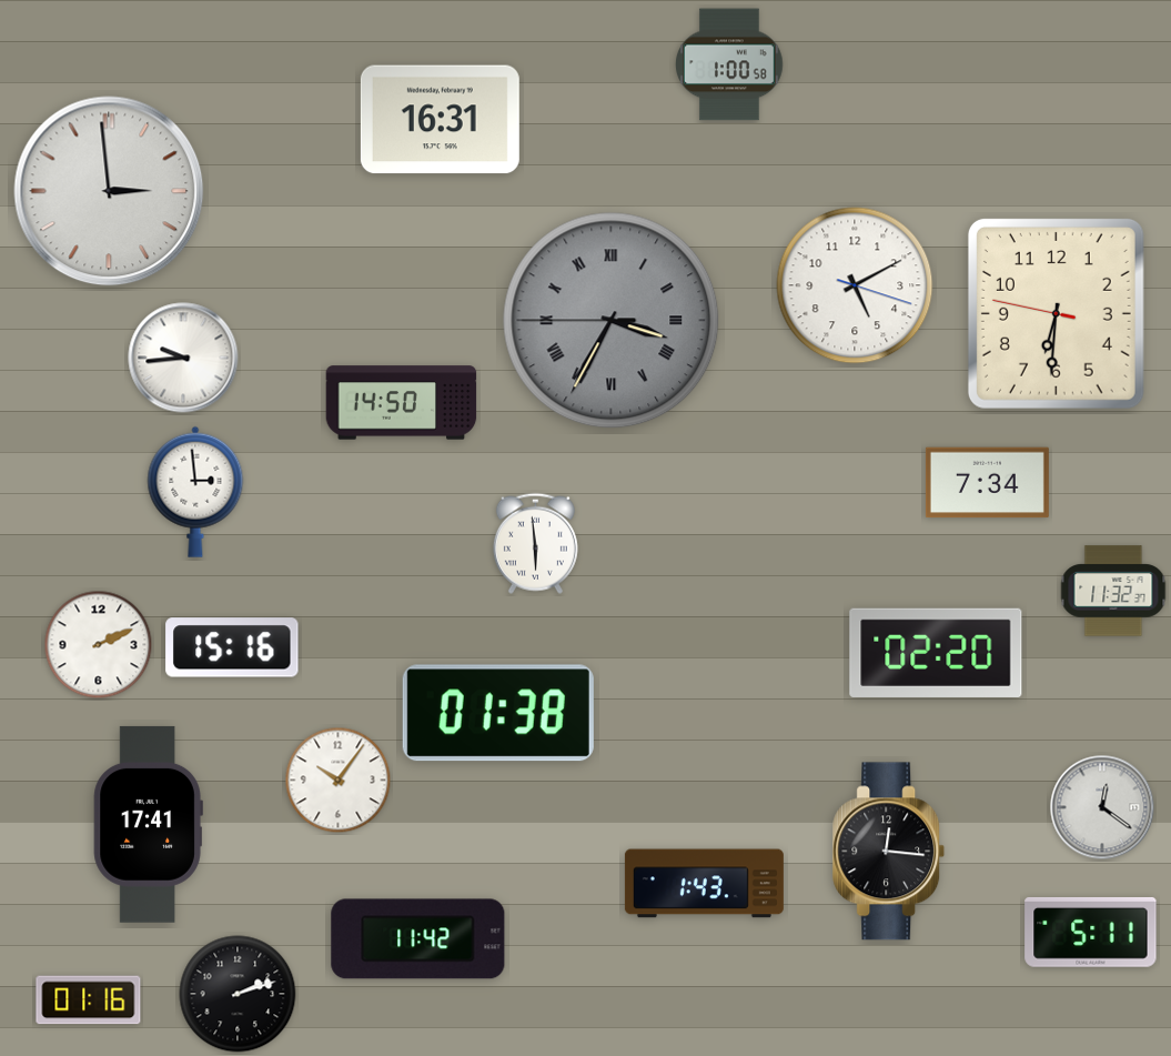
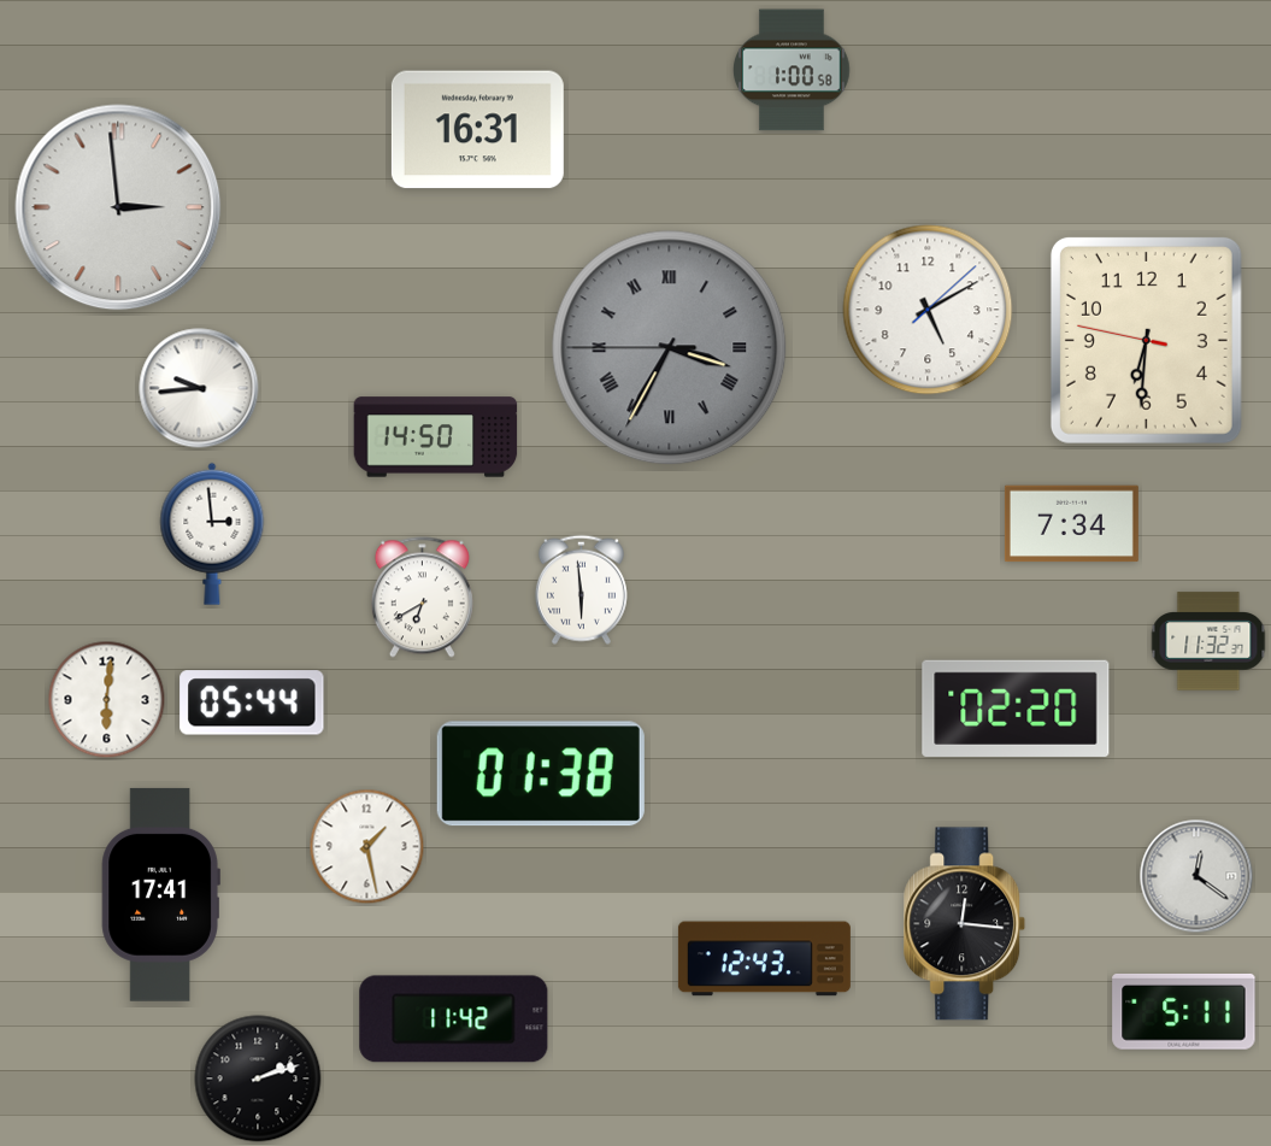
clock at (855, 285): 5:10:18 -> 5:10:08
clock at (612, 321) position: (612, 321) -> (670, 348)
clock at (422, 598): none -> 6:40
clock at (99, 645): 2:11 -> 6:01
clock at (232, 647): 15:16 -> 05:44
clock at (339, 781): 10:06 -> 1:28
clock at (704, 884): 1:43 -> 12:43
clock at (89, 1000): 01:16 -> none
